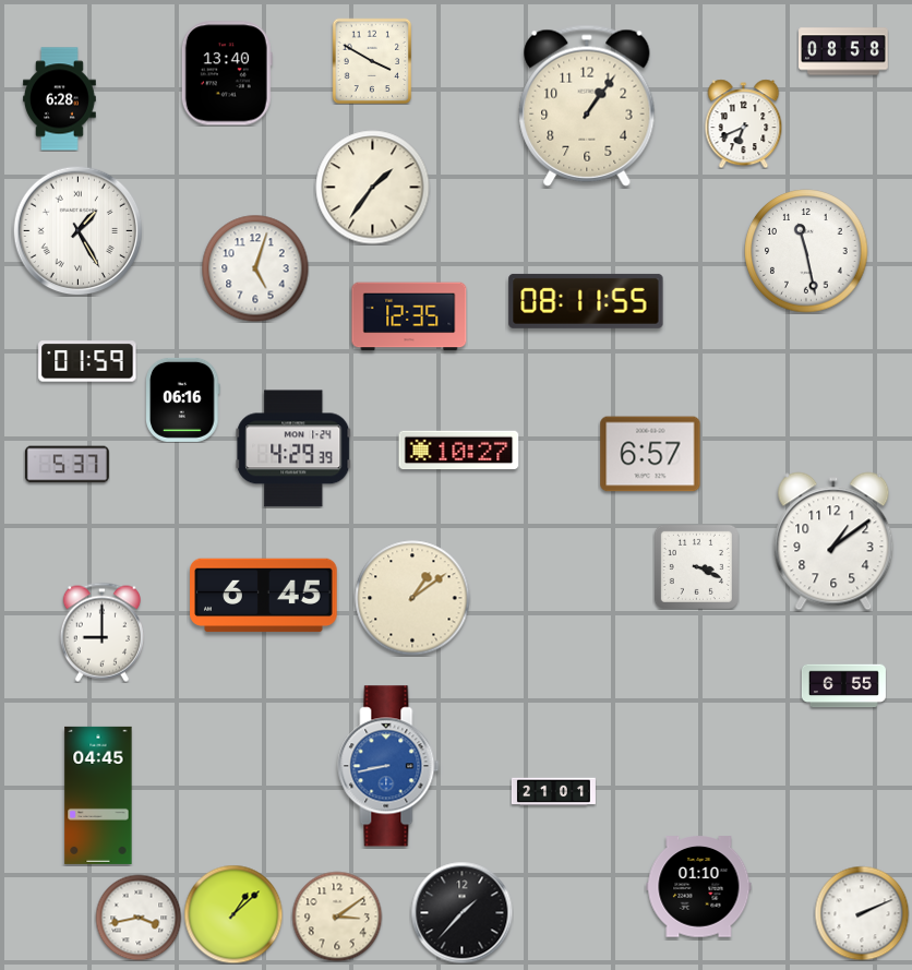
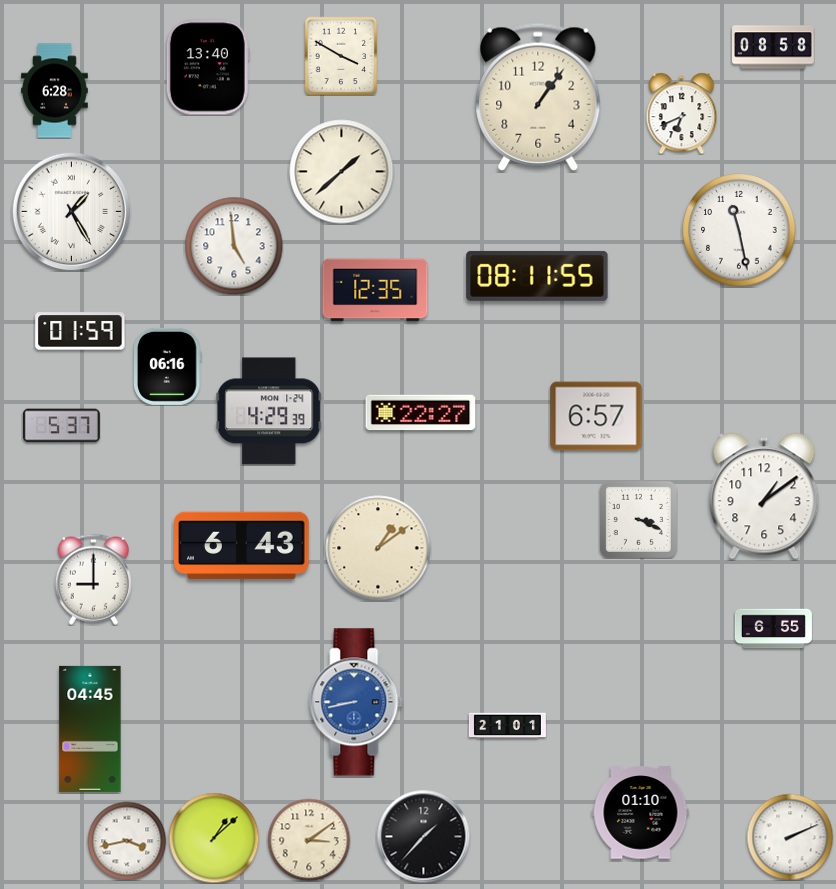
clock at (373, 188): 1:36 -> 1:38
clock at (255, 268): 5:03 -> 4:59
clock at (459, 451): 10:27 -> 22:27
clock at (264, 596): 6:45 -> 6:43
